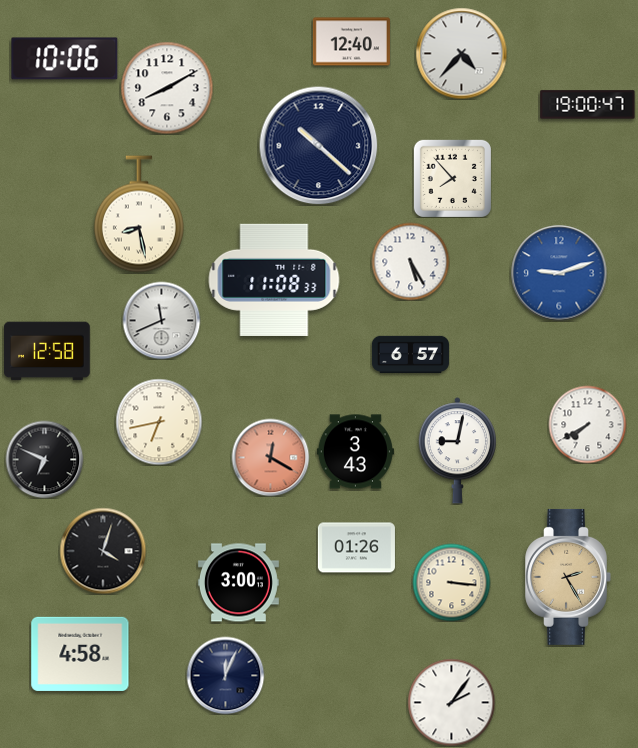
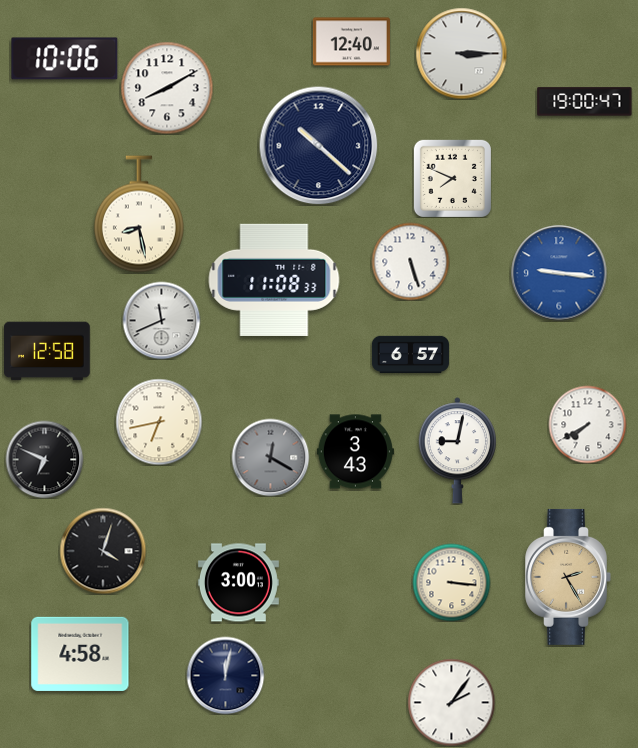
clock at (461, 53): 4:37 -> 3:15
clock at (588, 105) position: (588, 105) -> (585, 102)
clock at (452, 178): 7:53 -> 7:49
clock at (410, 261): 5:25 -> 5:27
clock at (559, 273): 9:12 -> 9:16
clock at (270, 457) dial: salmon -> grey
clock at (356, 548): 01:26 -> none
clock at (225, 675): 12:04 -> 12:02
